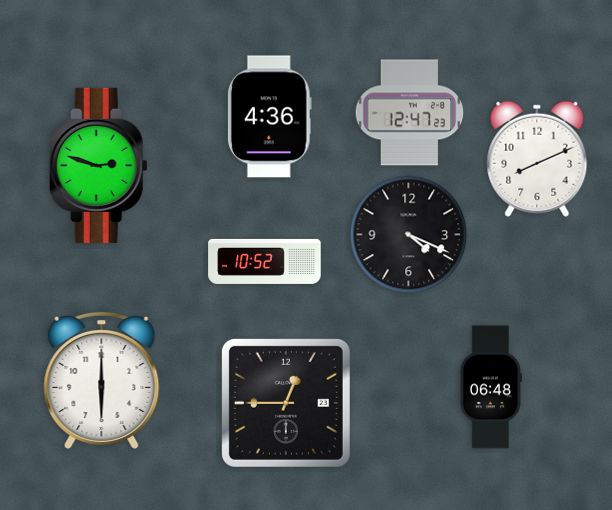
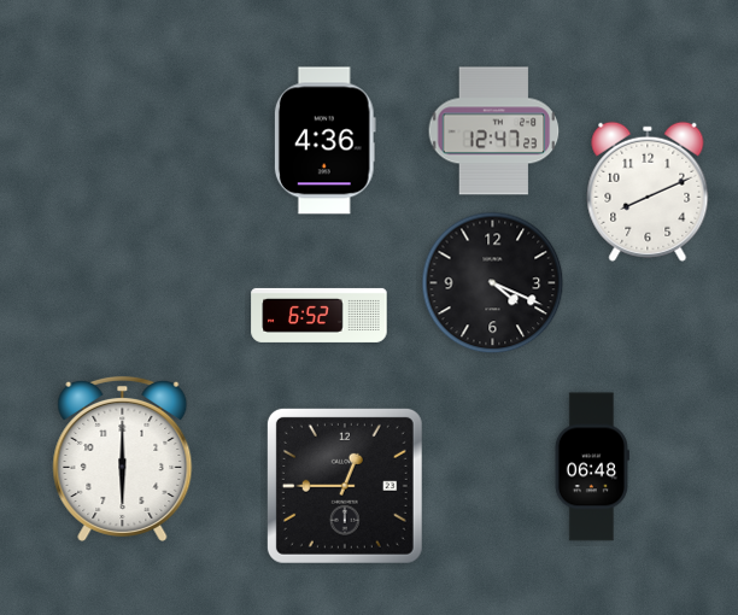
clock at (410, 113) position: (410, 113) -> (494, 131)
clock at (98, 165): 2:48 -> none
clock at (265, 261): 10:52 -> 6:52
